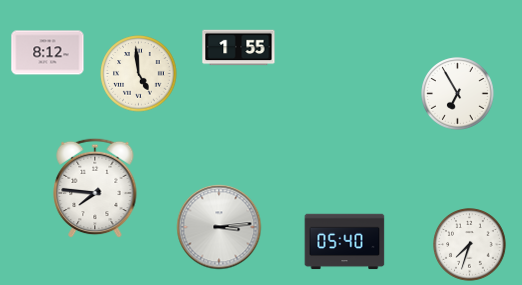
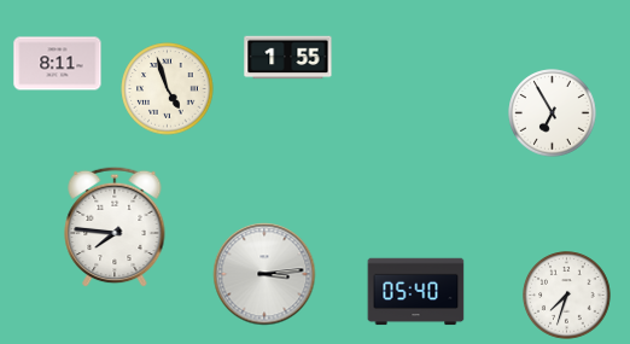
clock at (48, 53): 8:12 -> 8:11
clock at (139, 74): 4:59 -> 4:57
